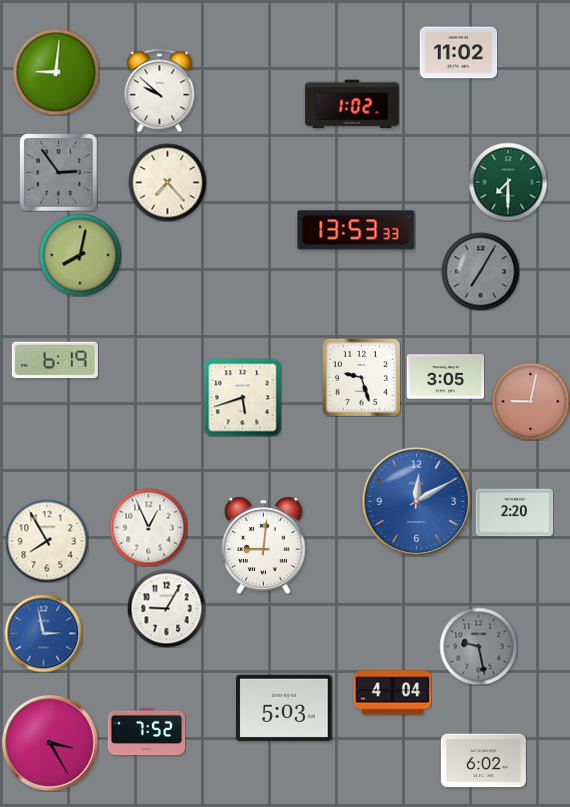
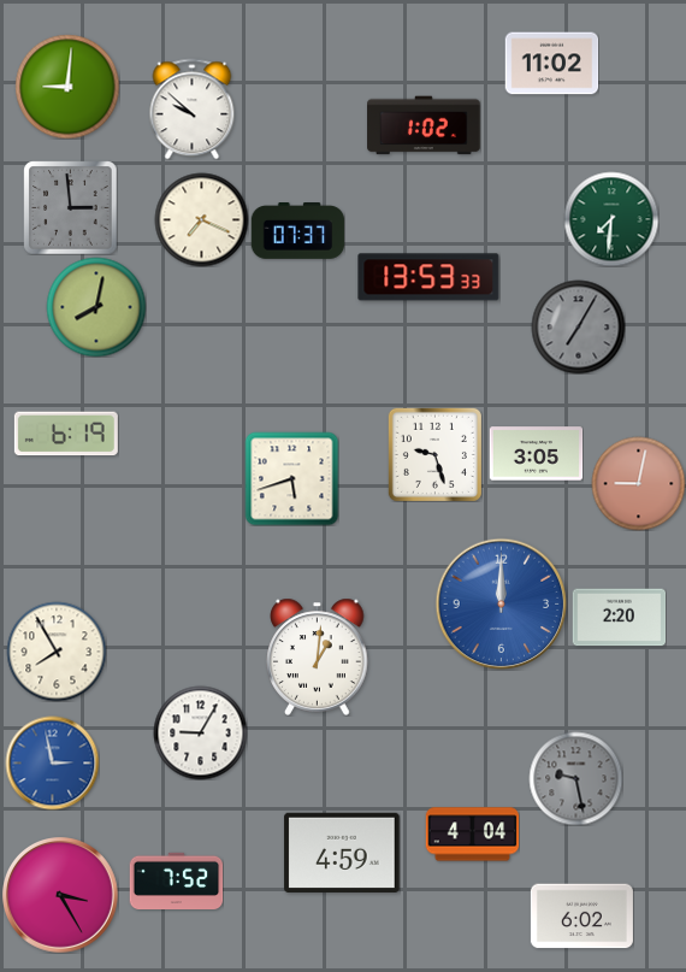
clock at (58, 172): 2:54 -> 2:59
clock at (167, 182): 7:23 -> 7:19
clock at (508, 182): 7:30 -> 7:31
clock at (297, 231): none -> 07:37
clock at (416, 501): 12:10 -> 12:00
clock at (148, 527): 12:56 -> none
clock at (264, 545): 9:01 -> 1:01
clock at (284, 707): 5:03 -> 4:59
